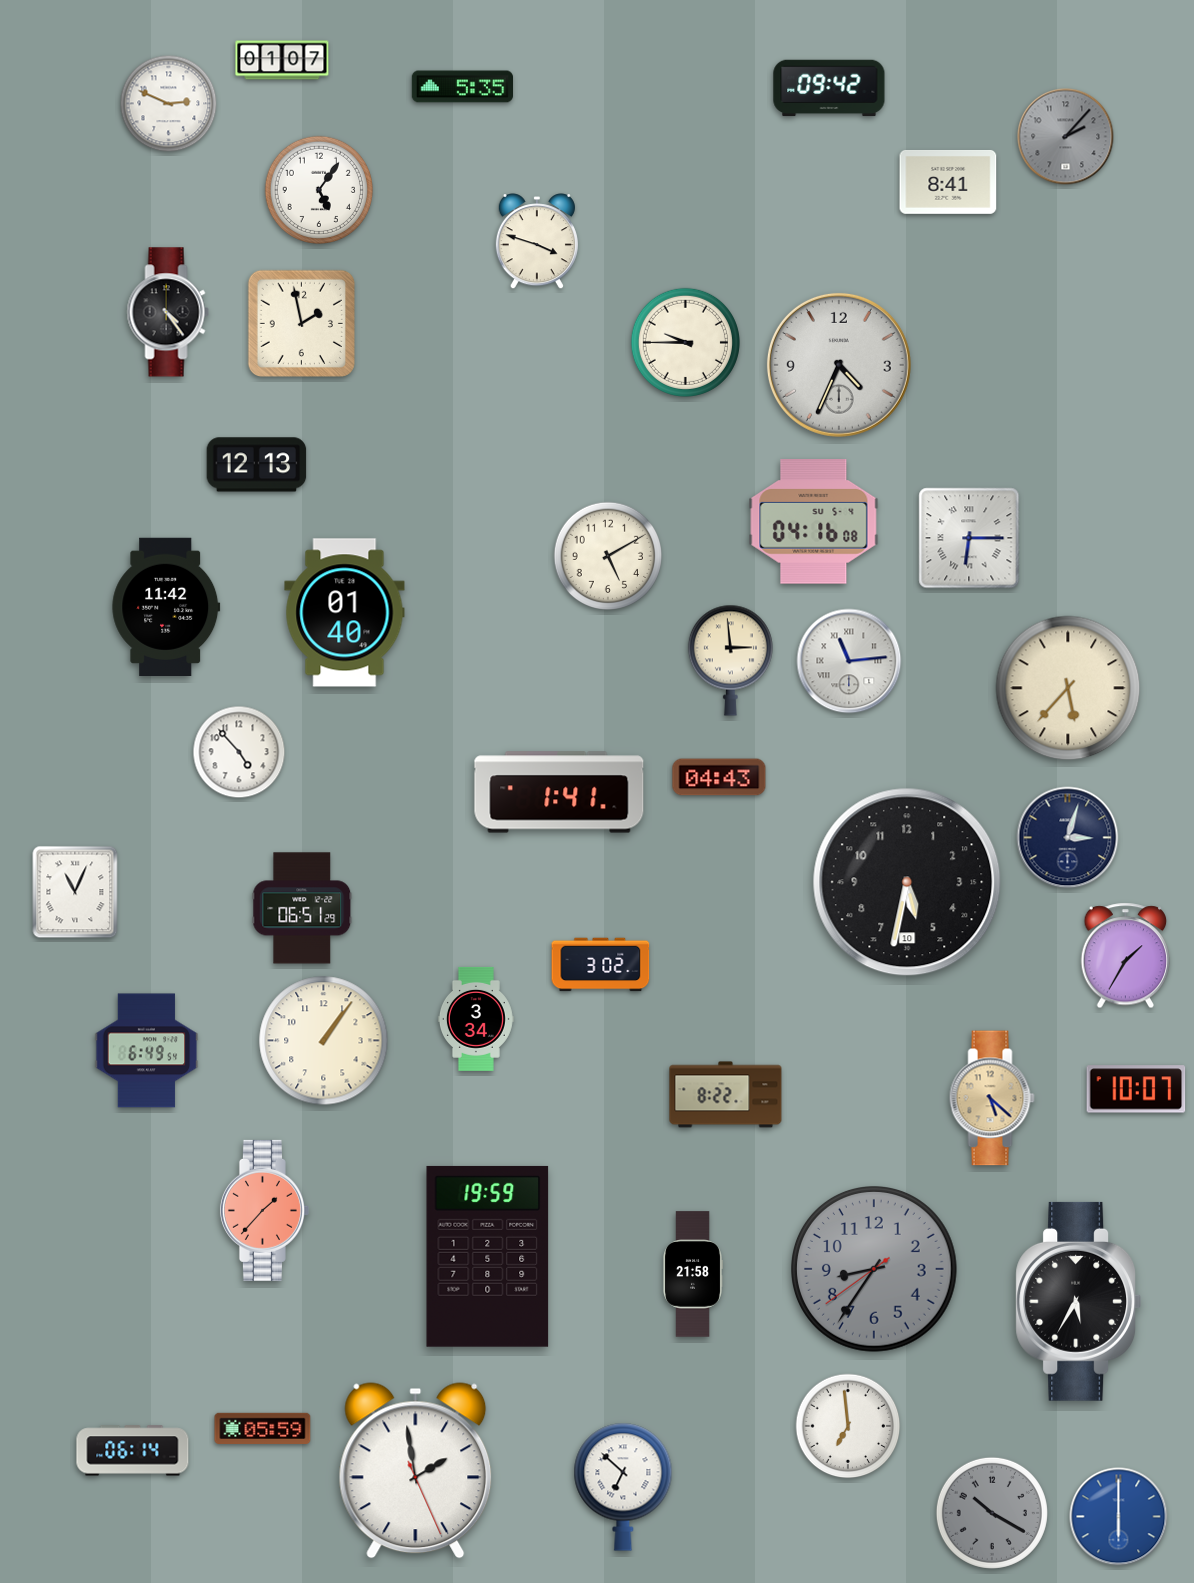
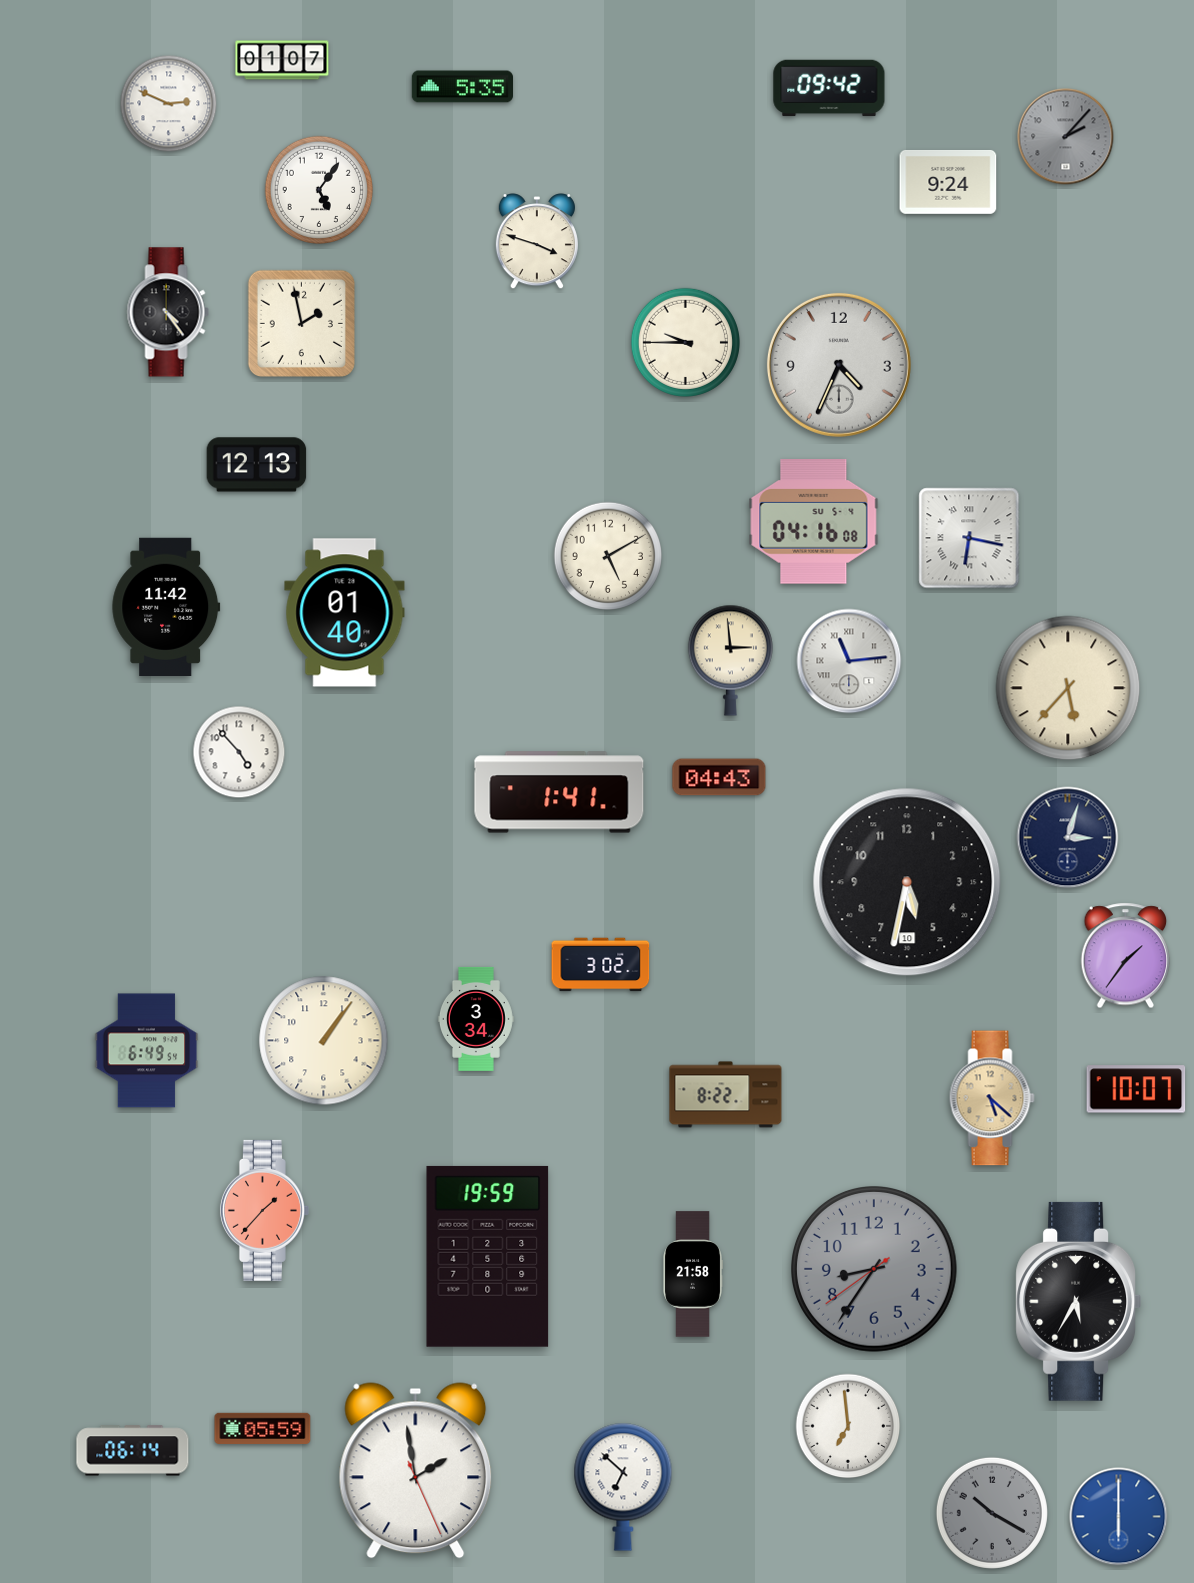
clock at (948, 182): 8:41 -> 9:24
clock at (969, 538): 6:15 -> 6:17
clock at (75, 892): 11:04 -> none
clock at (302, 908): 06:51 -> none
clock at (1126, 956): 1:35 -> 1:36
